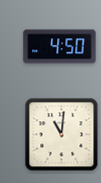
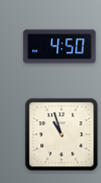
clock at (62, 135): 11:01 -> 10:57
